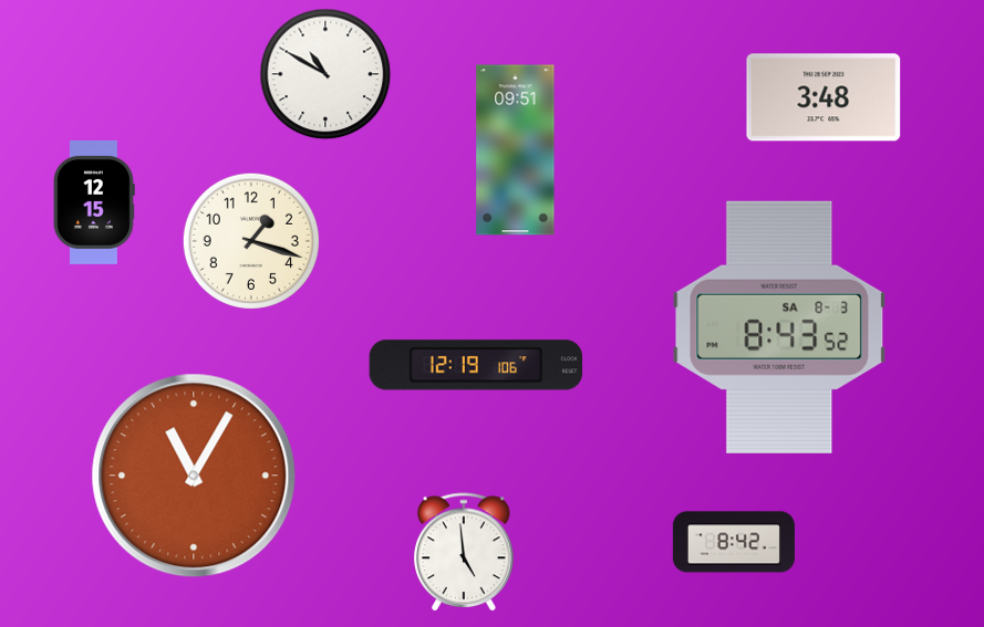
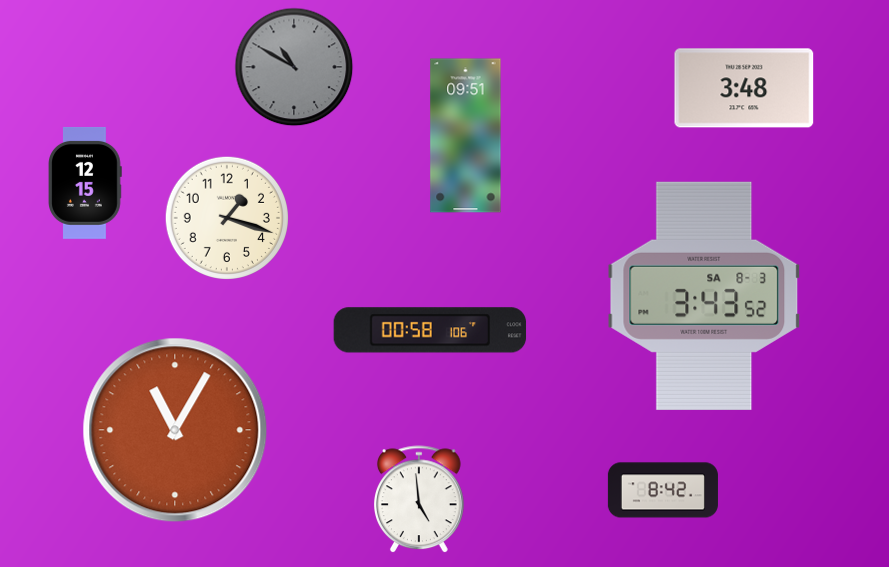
clock at (325, 74) dial: white -> grey
clock at (779, 327): 8:43 -> 3:43
clock at (476, 365): 12:19 -> 00:58
